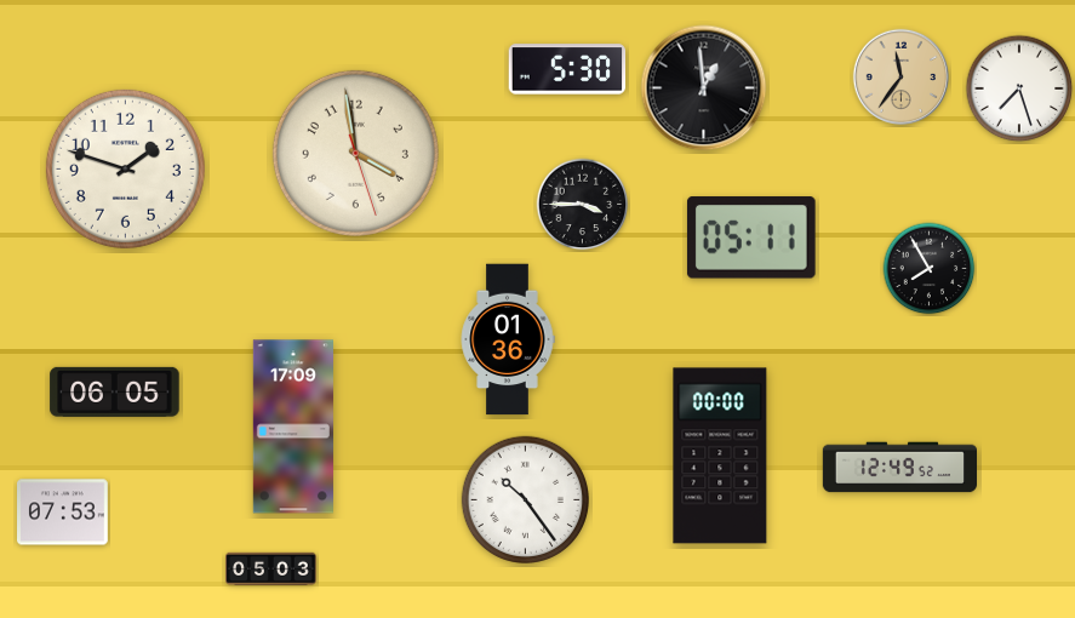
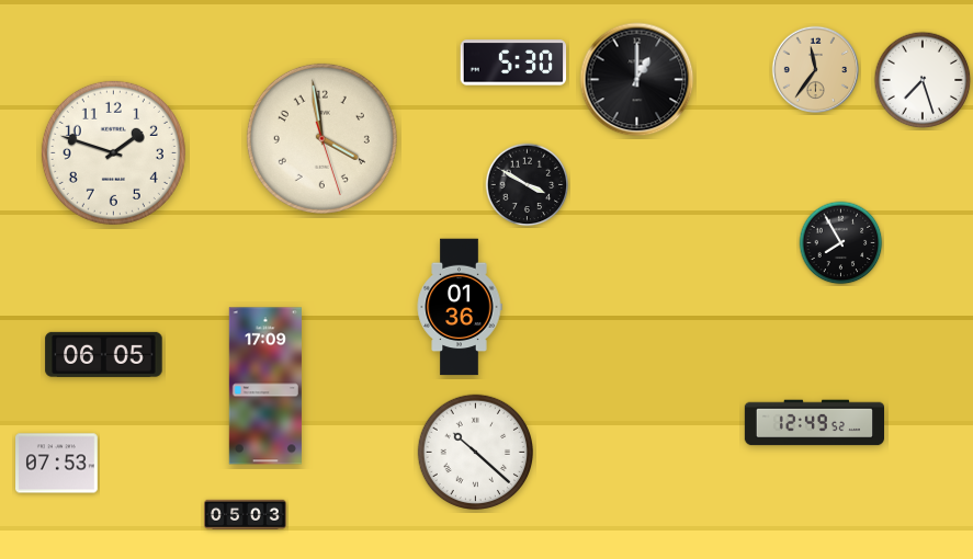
clock at (704, 88): 12:59 -> 1:00
clock at (583, 205): 3:45 -> 3:50
clock at (751, 238): 05:11 -> none
clock at (720, 456): 00:00 -> none
clock at (525, 499): 10:24 -> 10:22
